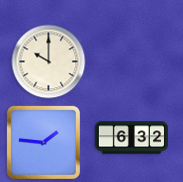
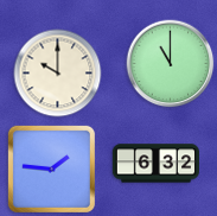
clock at (171, 64): none -> 11:00
